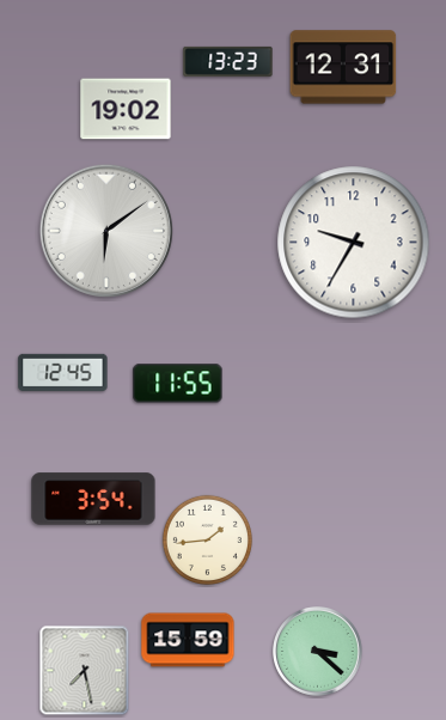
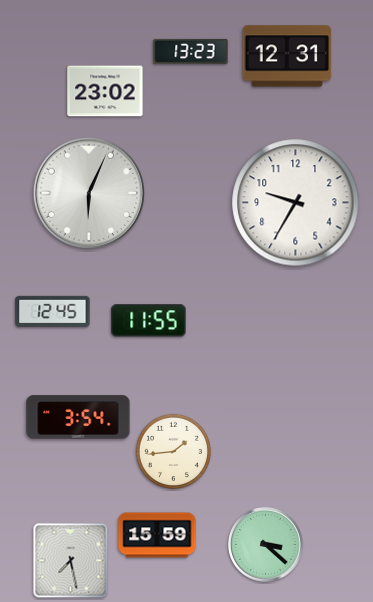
clock at (126, 109): 19:02 -> 23:02
clock at (106, 231): 6:09 -> 6:04
